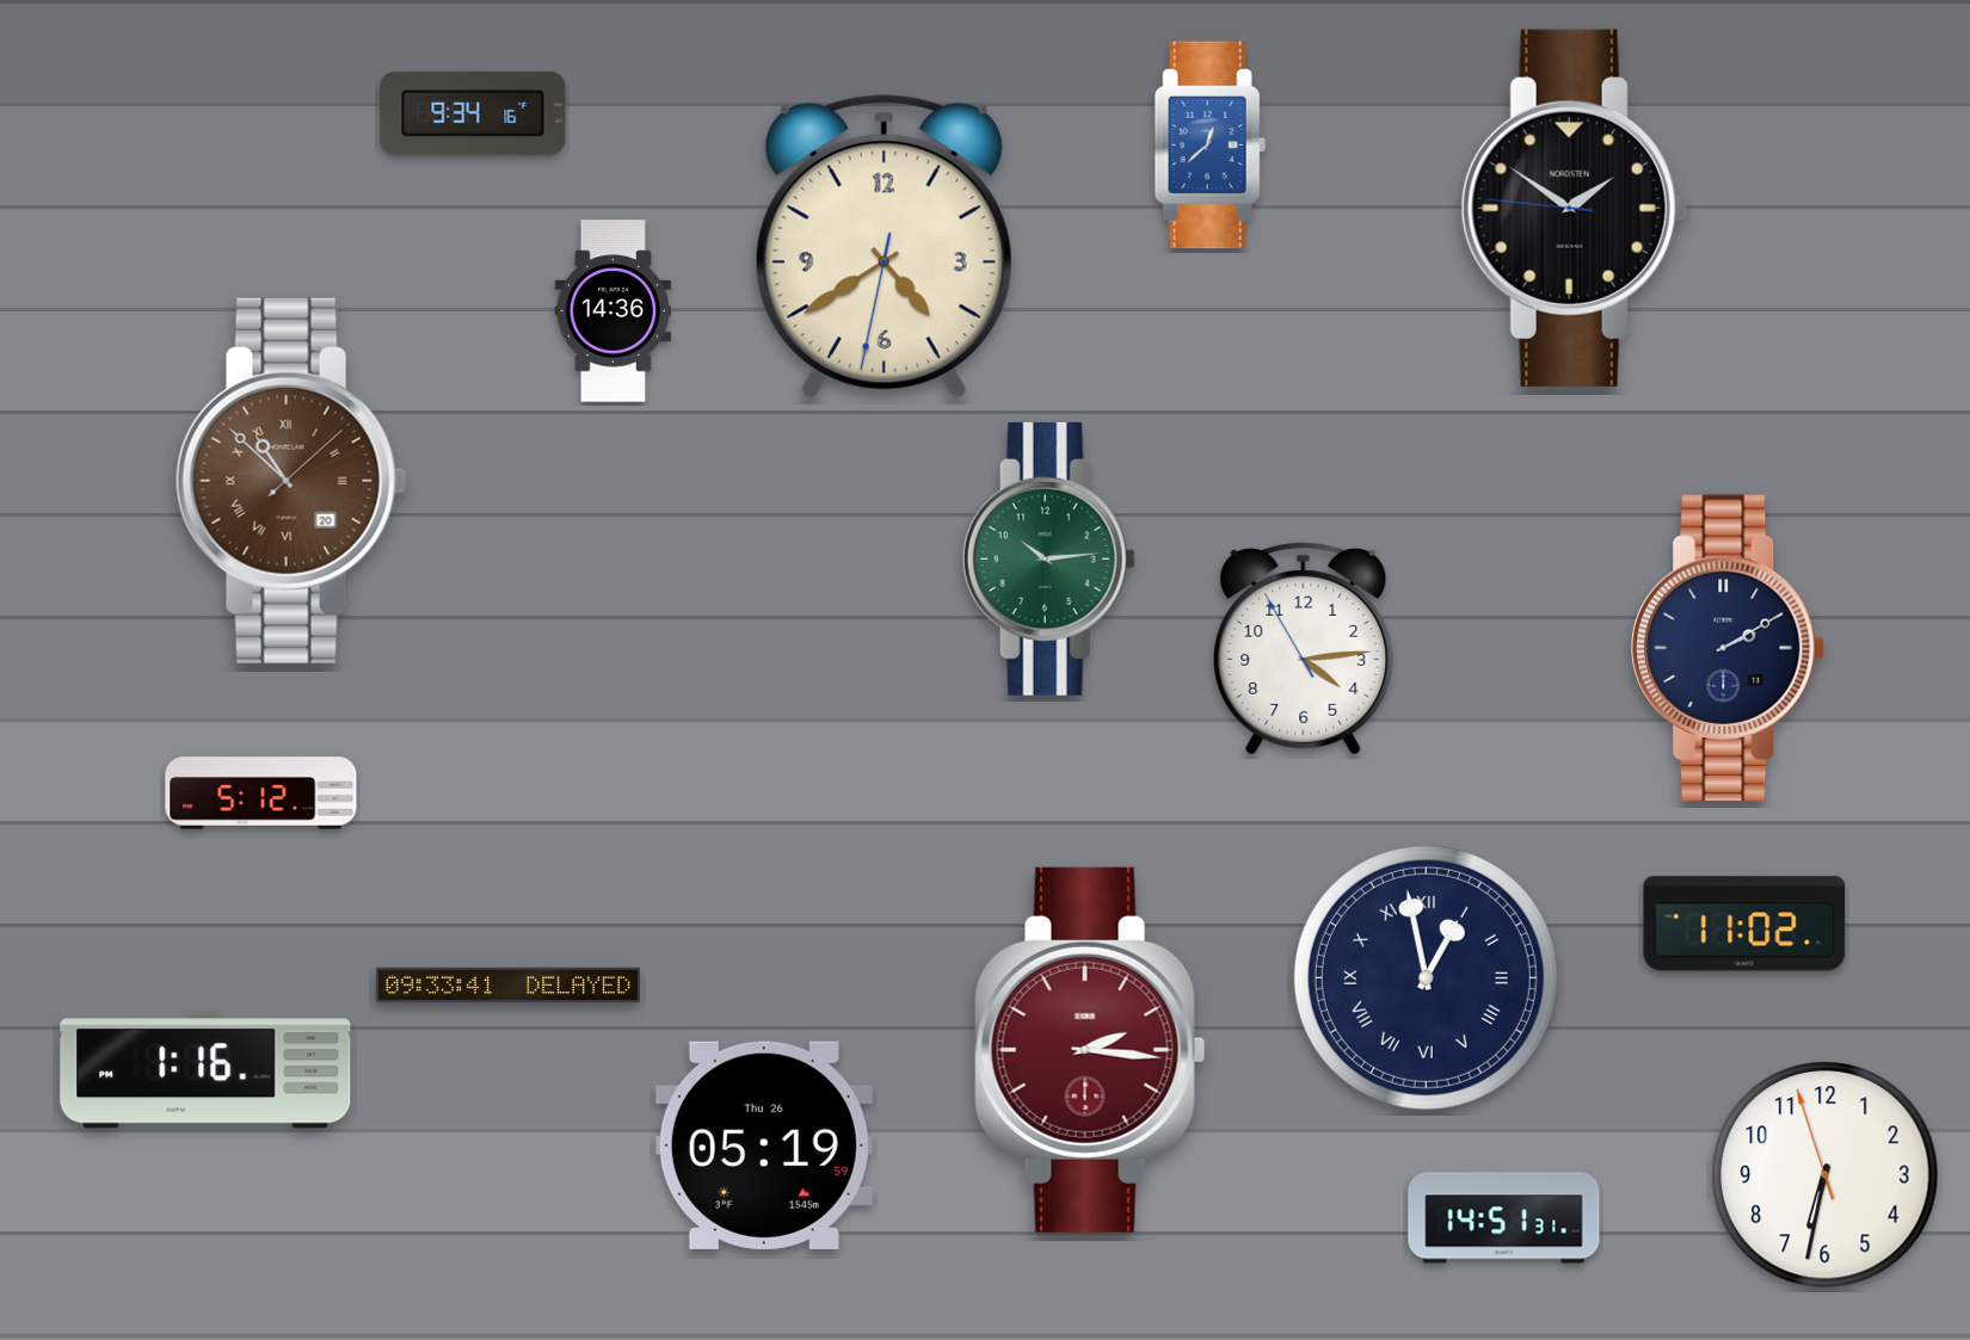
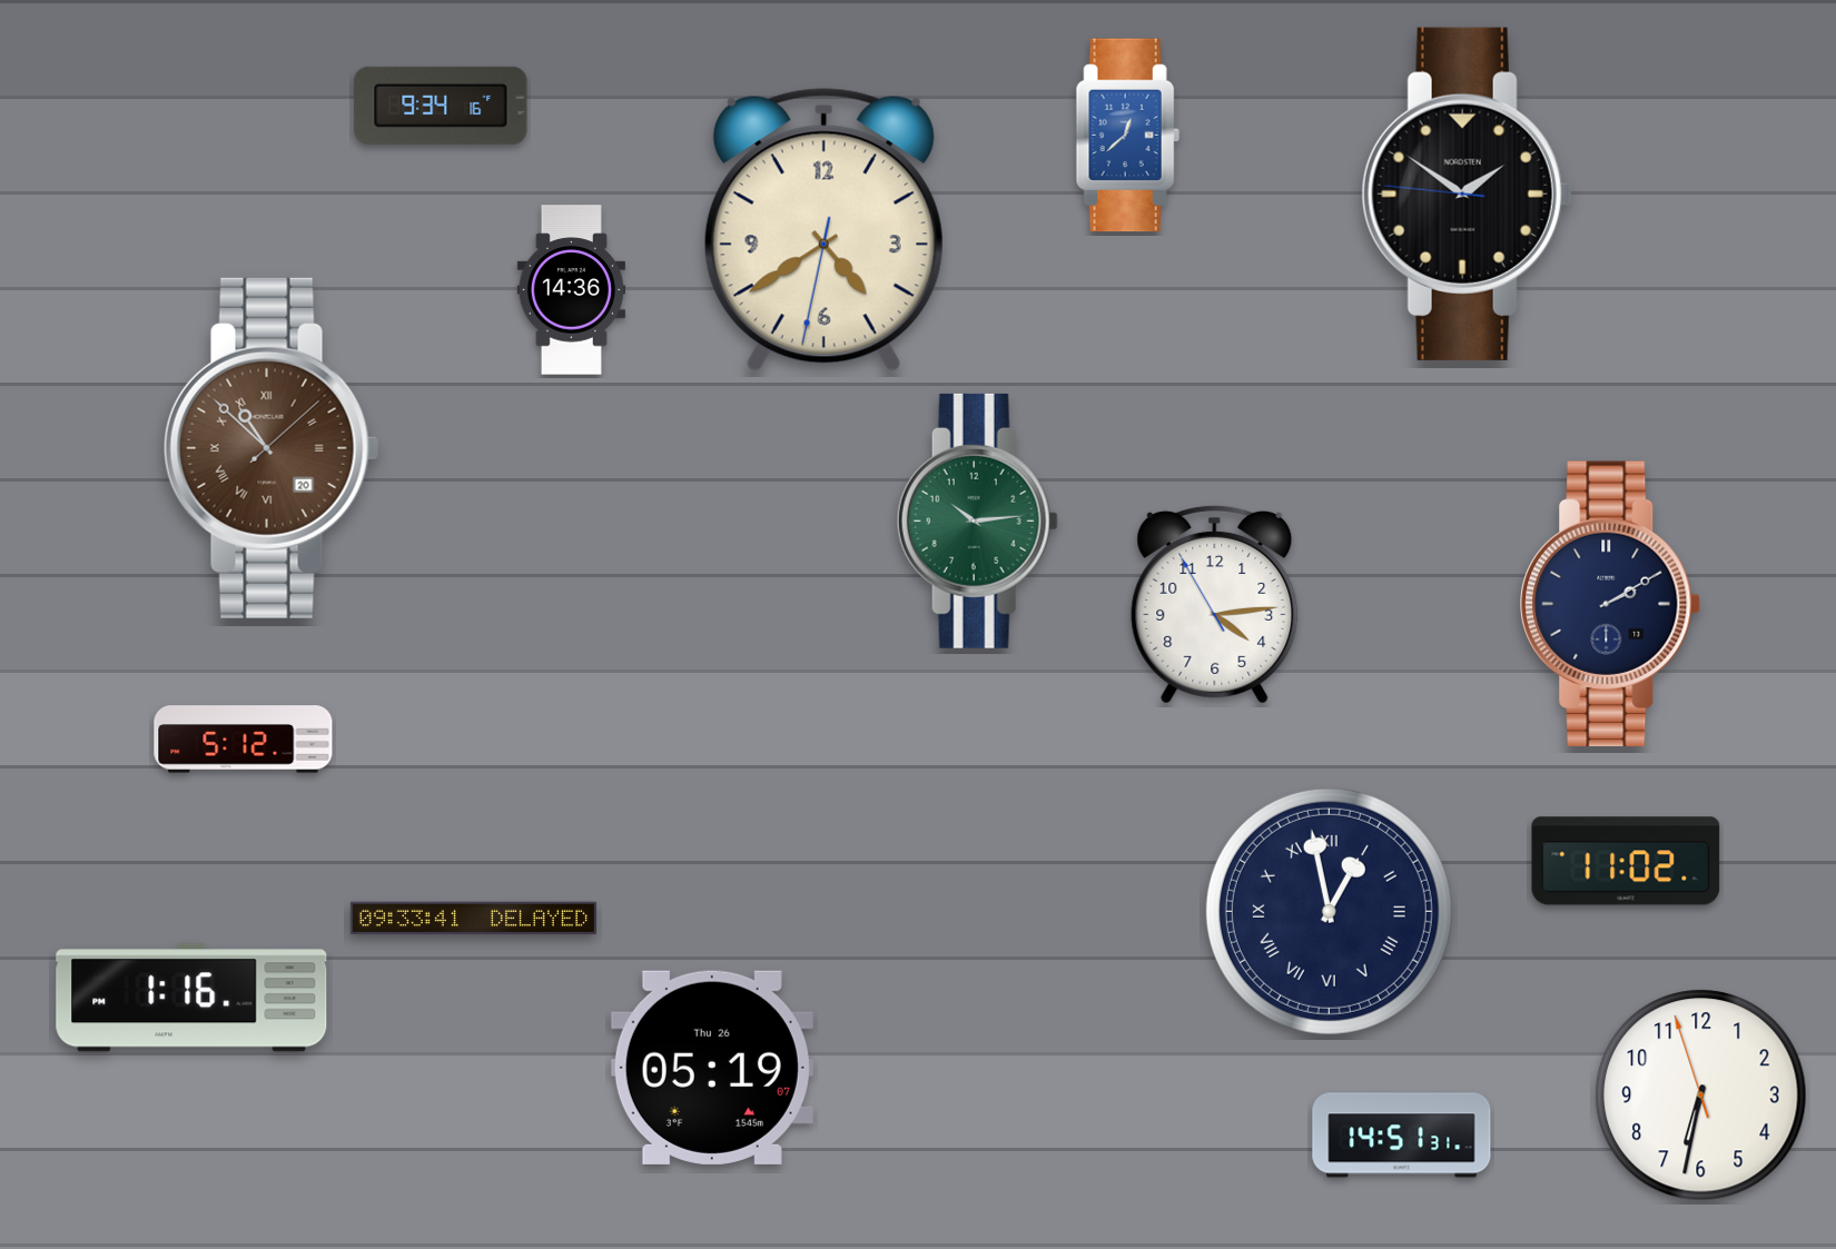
clock at (1090, 1050): 2:16 -> none
clock at (764, 1146): 05:19:59 -> 05:19:07
